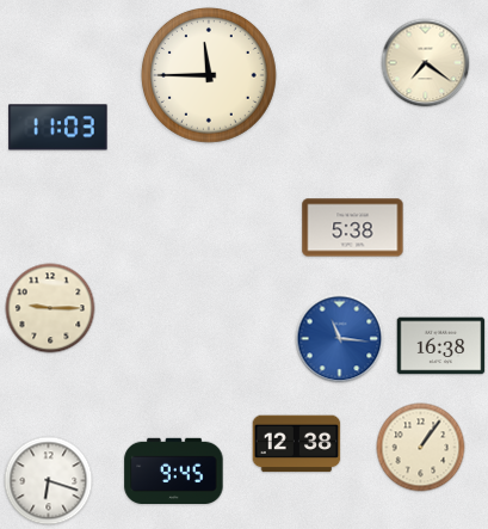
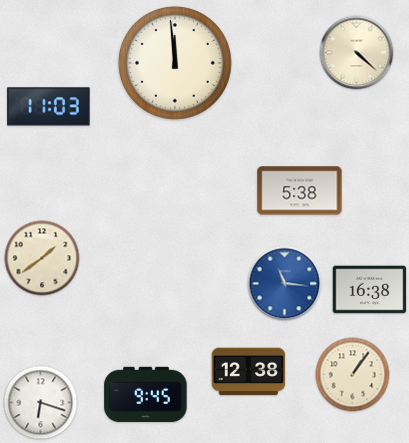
clock at (426, 63): 7:21 -> 4:22
clock at (209, 75): 11:45 -> 11:59
clock at (353, 228) position: (353, 228) -> (300, 191)
clock at (50, 308): 9:15 -> 1:39
